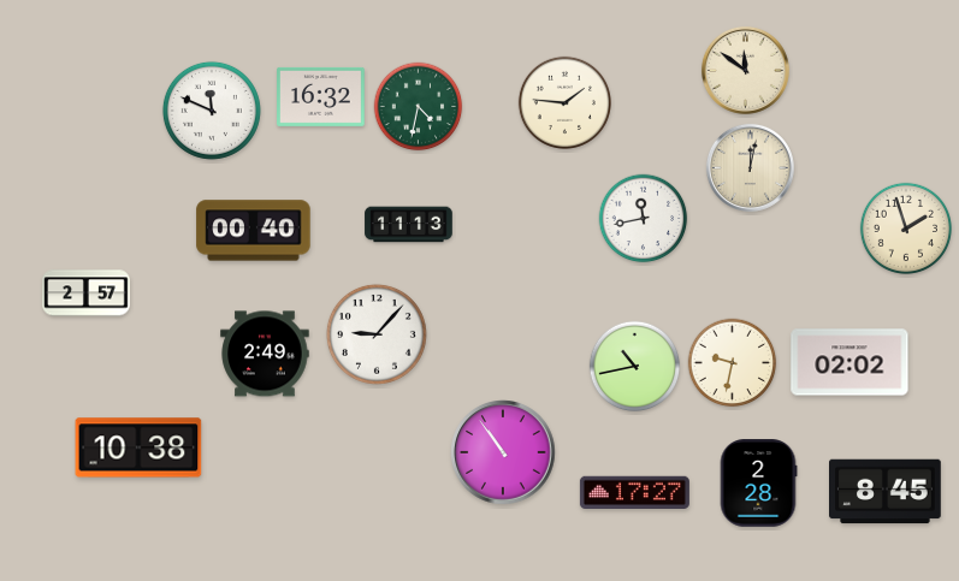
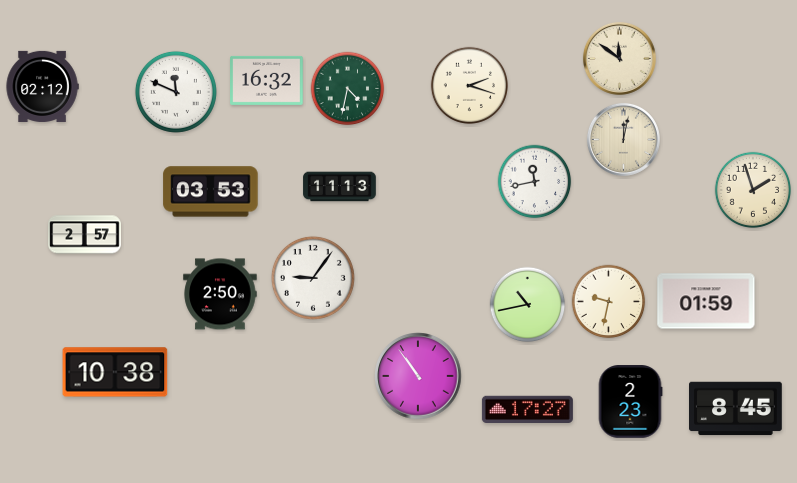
clock at (564, 102): 1:46 -> 2:18
clock at (42, 86): none -> 02:12
clock at (254, 231): 00:40 -> 03:53
clock at (87, 294) position: (87, 294) -> (85, 235)
clock at (377, 334): 9:07 -> 9:06
clock at (265, 354): 2:49 -> 2:50
clock at (850, 362): 02:02 -> 01:59
clock at (758, 484): 2:28 -> 2:23
